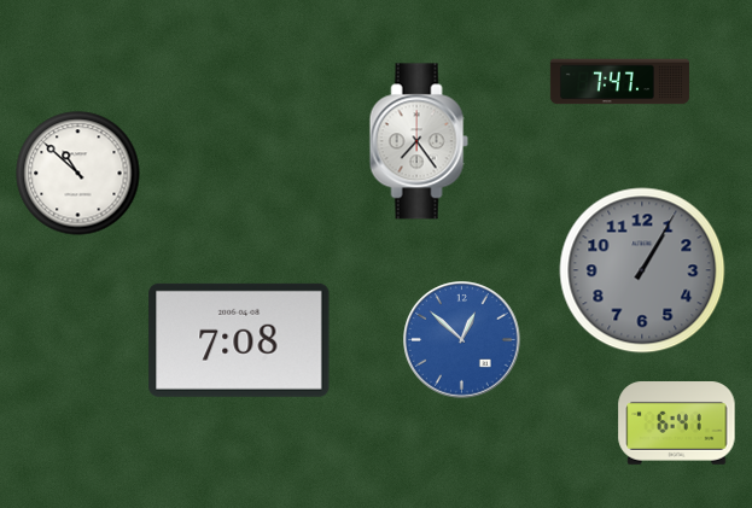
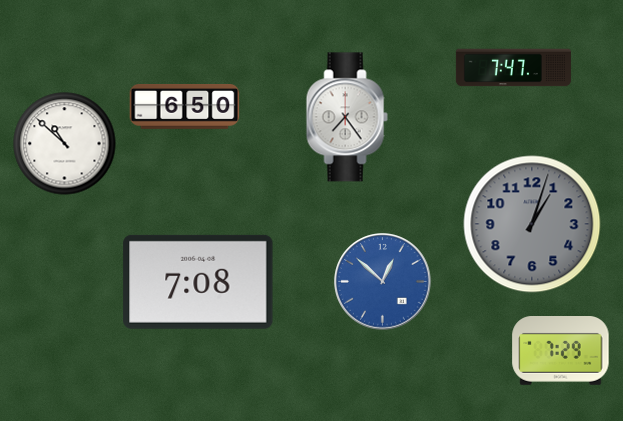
clock at (185, 107): none -> 6:50
clock at (642, 270): 1:05 -> 1:03
clock at (677, 424): 6:41 -> 7:29
